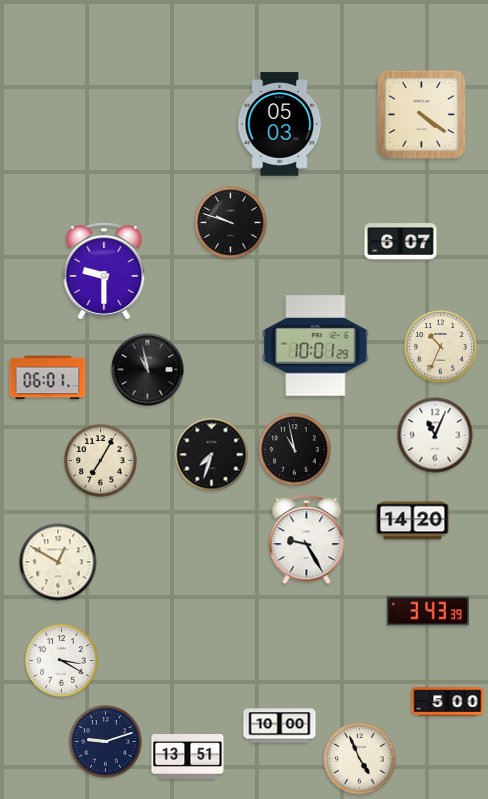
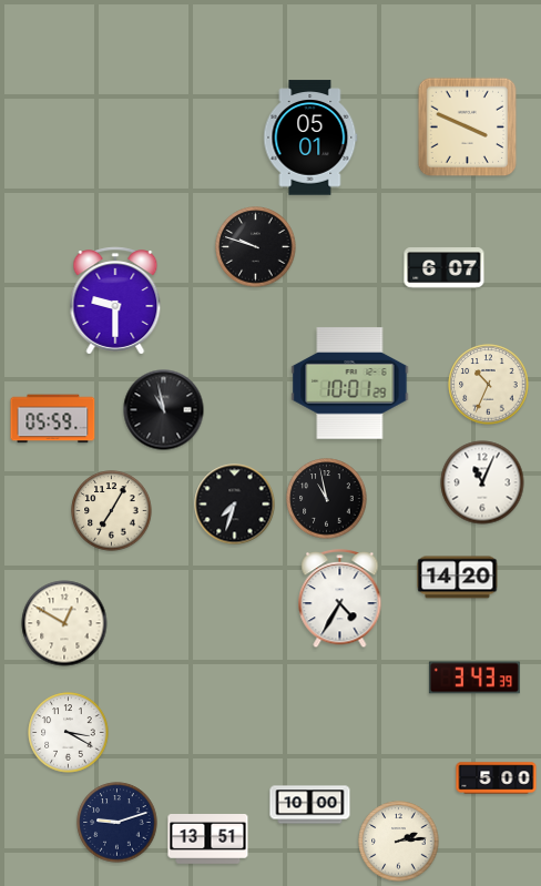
clock at (422, 115): 4:21 -> 3:49
clock at (280, 124): 05:03 -> 05:01
clock at (48, 378): 06:01 -> 05:59
clock at (307, 541): 9:25 -> 4:35
clock at (360, 759): 4:56 -> 2:14
